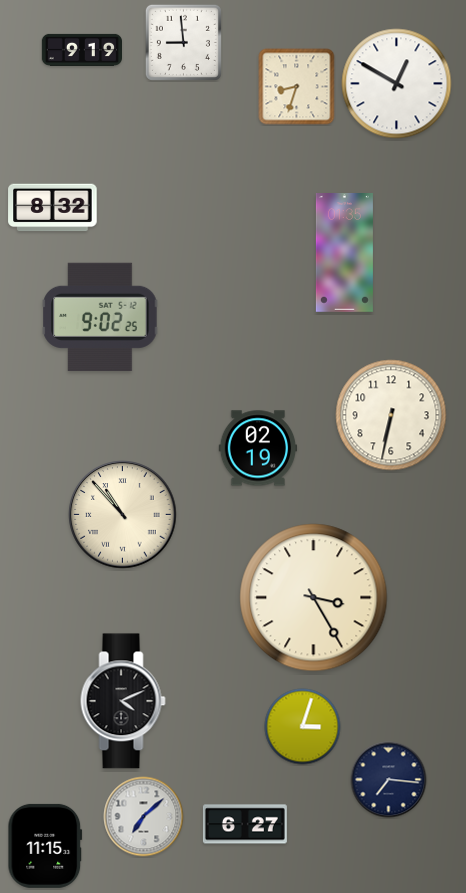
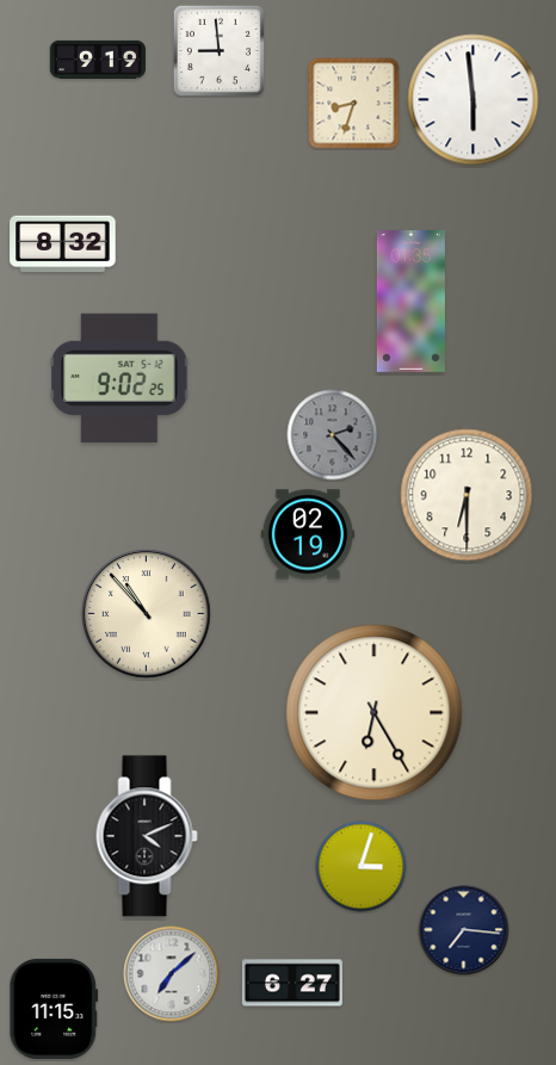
clock at (397, 84): 12:50 -> 5:59
clock at (53, 208) position: (53, 208) -> (63, 244)
clock at (333, 435): none -> 2:23
clock at (391, 415): 6:32 -> 6:30
clock at (314, 598): 3:25 -> 6:25
